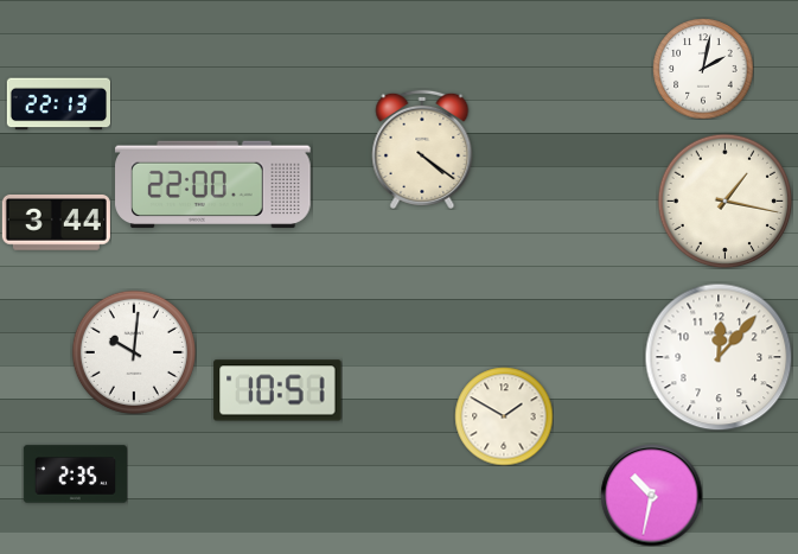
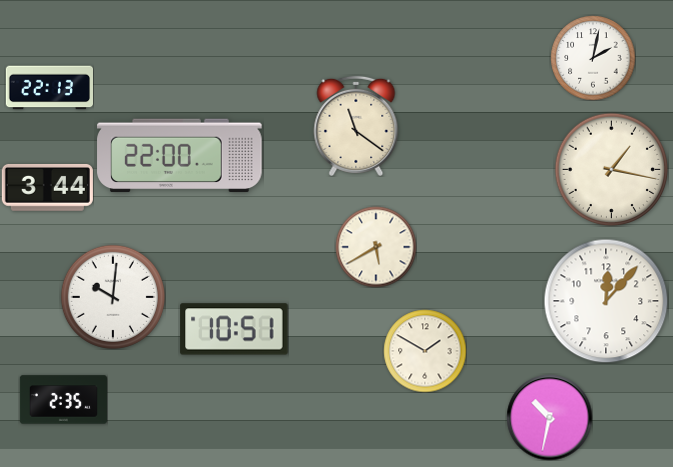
clock at (422, 149): 4:21 -> 11:21
clock at (376, 247): none -> 5:40
